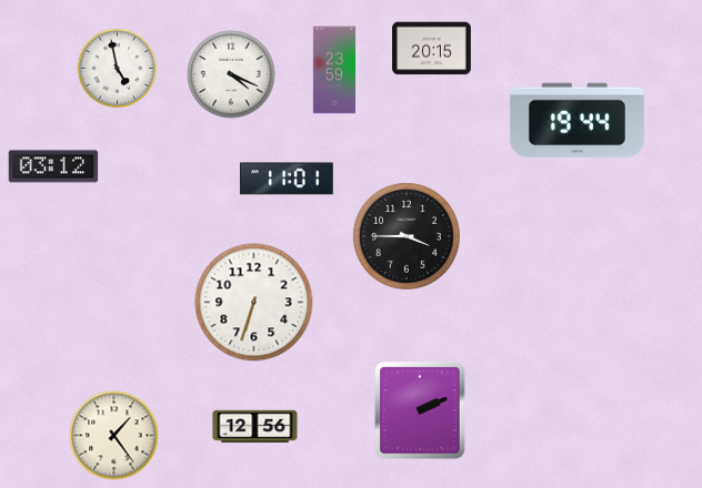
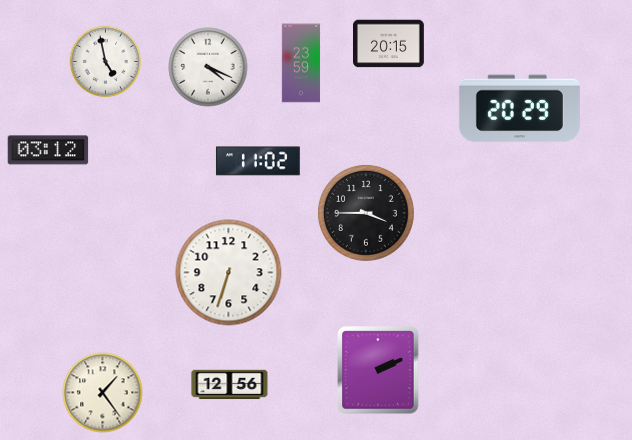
clock at (576, 121): 19:44 -> 20:29
clock at (287, 179): 11:01 -> 11:02
